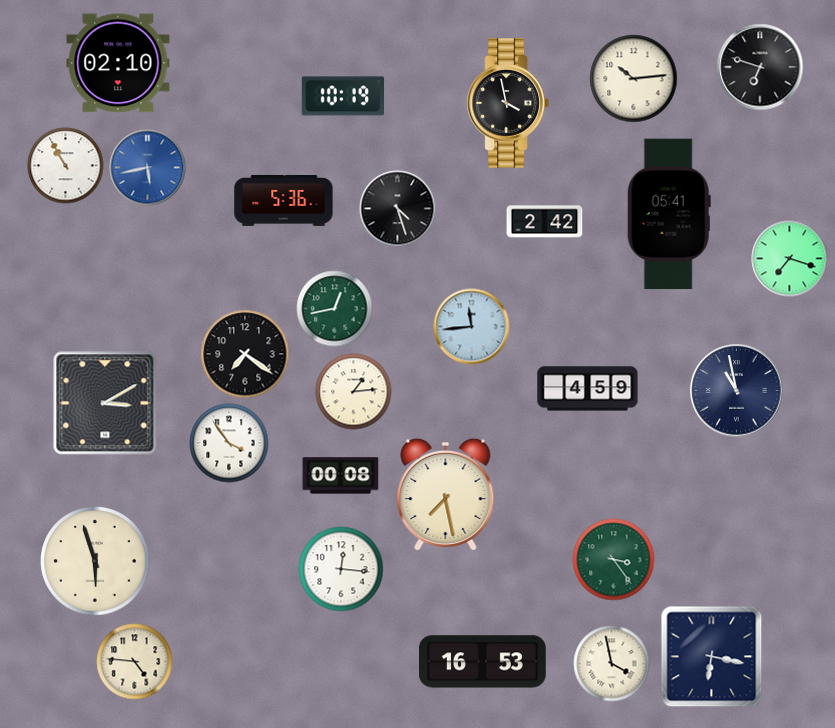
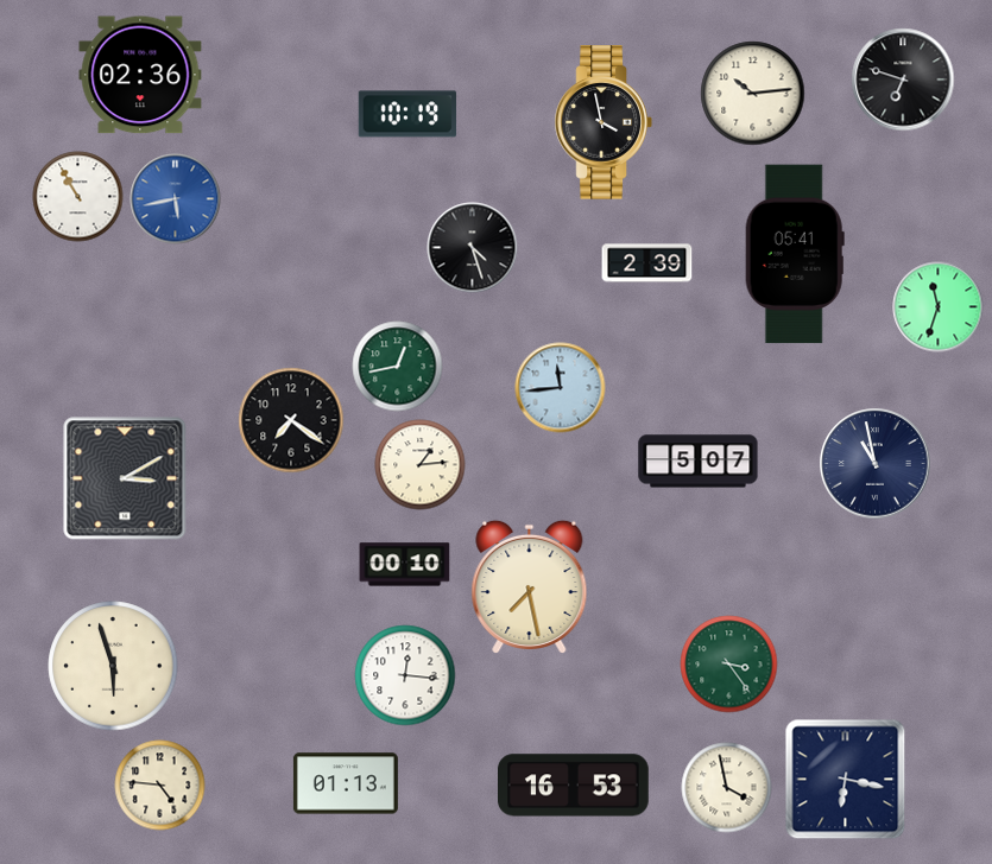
clock at (118, 63): 02:10 -> 02:36
clock at (284, 200): 5:36 -> none
clock at (545, 222): 2:42 -> 2:39
clock at (790, 259): 7:18 -> 11:33
clock at (588, 389): 4:59 -> 5:07
clock at (229, 443): 3:54 -> none
clock at (341, 476): 00:08 -> 00:10
clock at (346, 783): none -> 01:13
